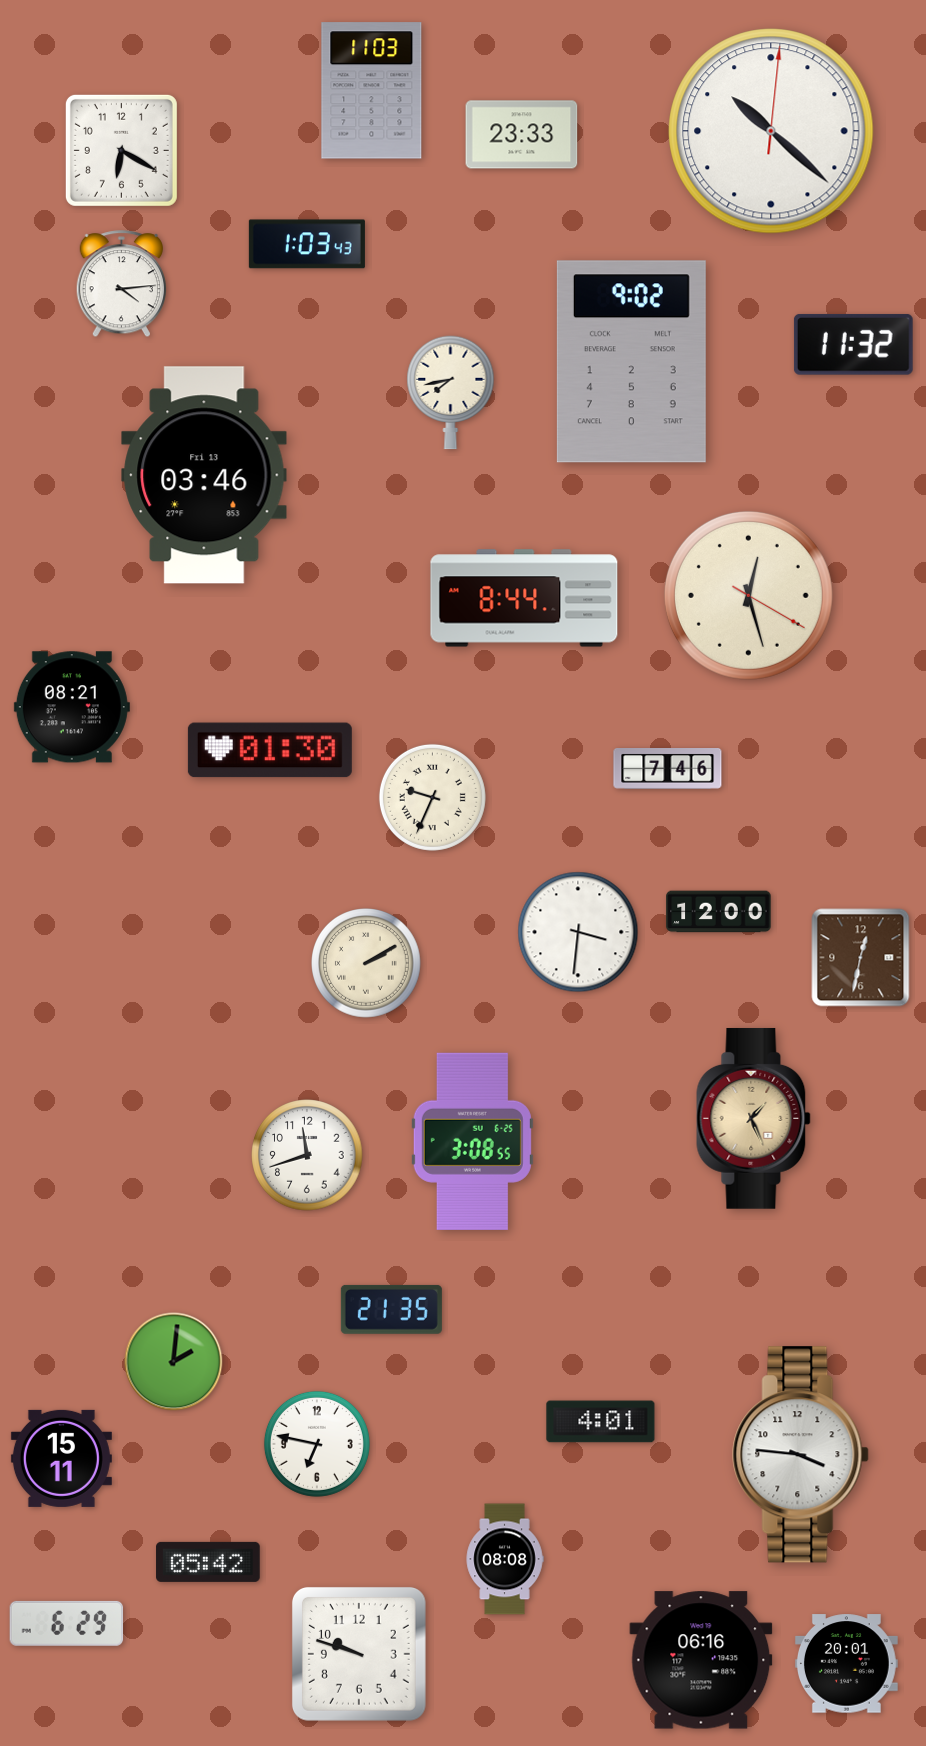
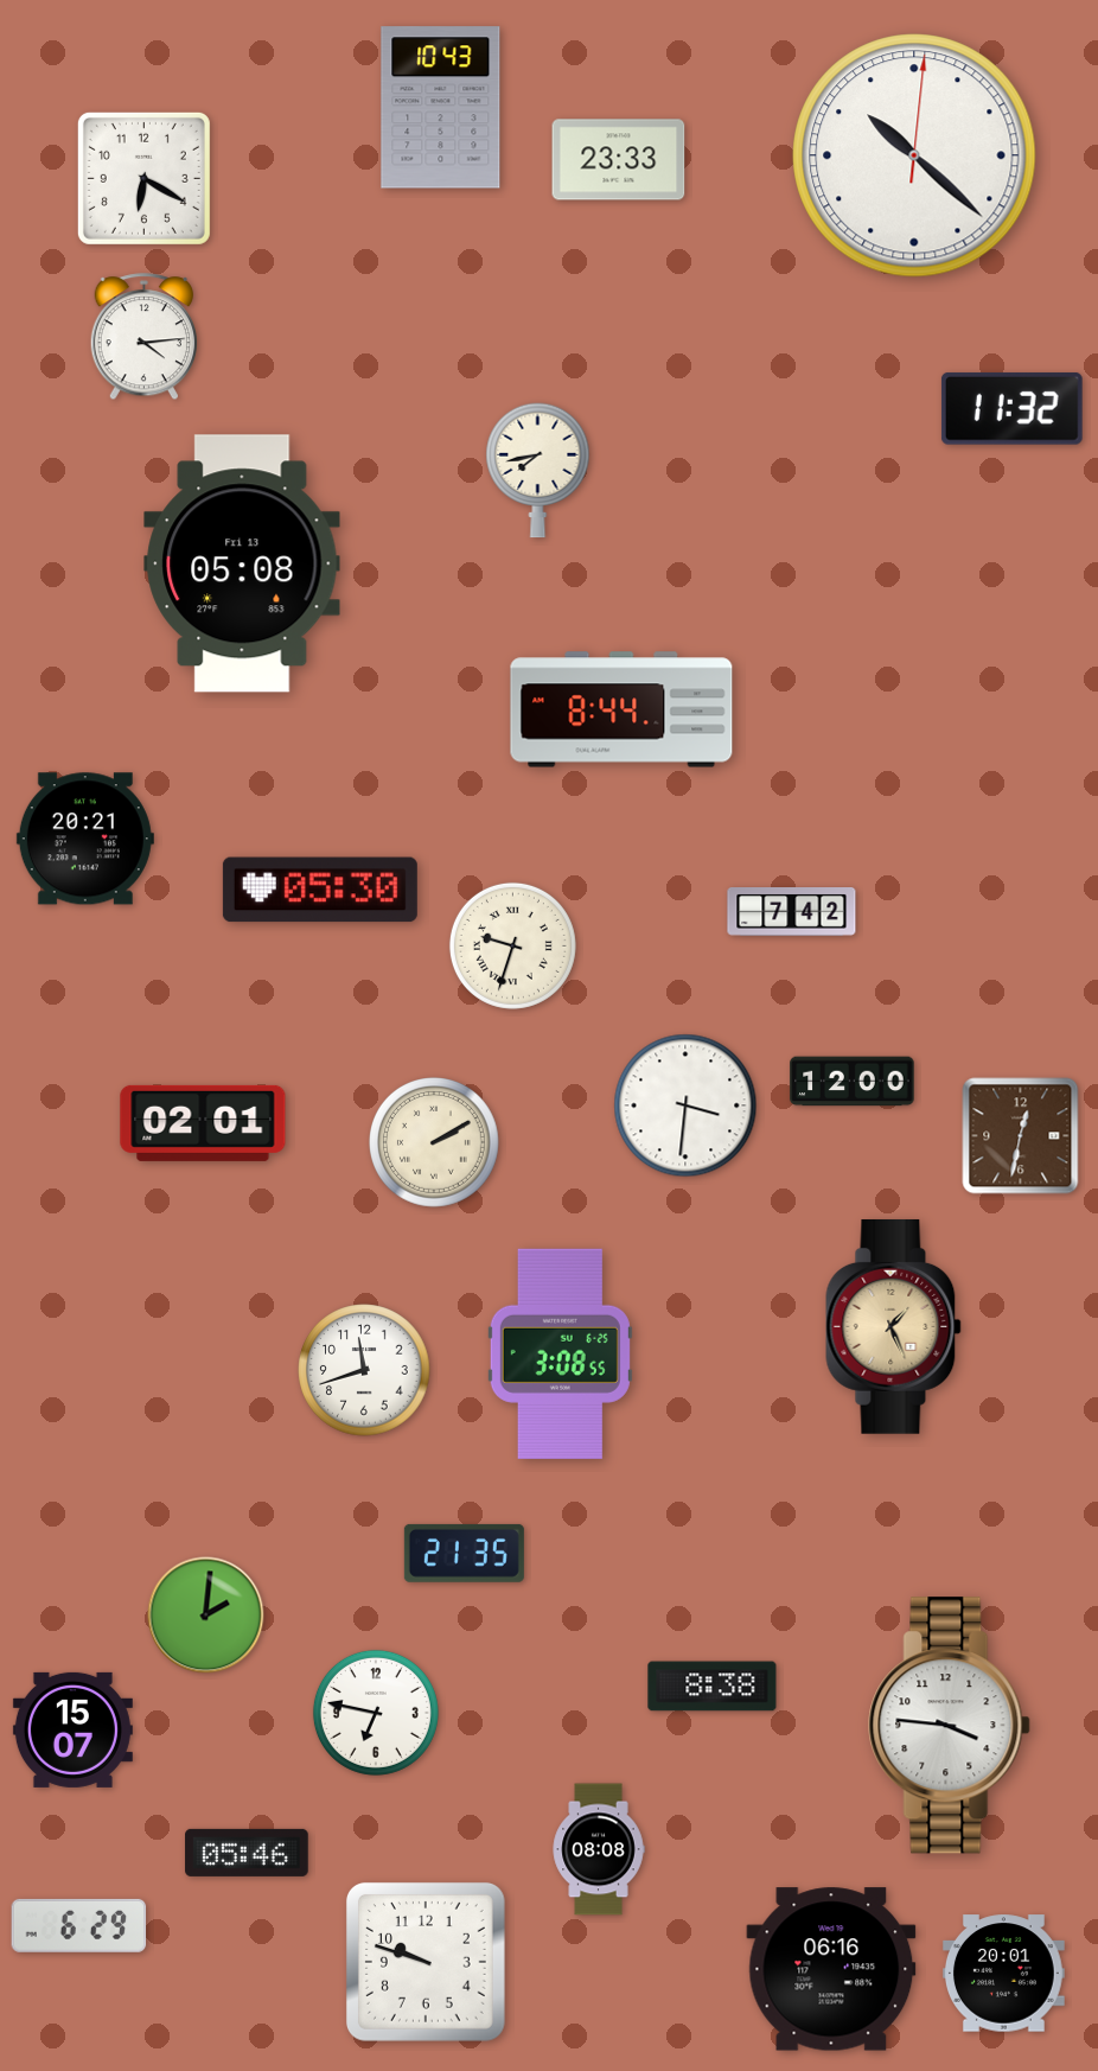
clock at (372, 91): 11:03 -> 10:43
clock at (307, 244): 1:03 -> none
clock at (631, 362): 9:02 -> none
clock at (451, 393) position: (451, 393) -> (538, 471)
clock at (204, 475): 03:46 -> 05:08
clock at (748, 595): 12:27 -> none
clock at (72, 707): 08:21 -> 20:21
clock at (270, 750): 01:30 -> 05:30
clock at (668, 769): 7:46 -> 7:42
clock at (432, 797): 9:34 -> 9:33
clock at (203, 1123): none -> 02:01
clock at (601, 1422): 4:01 -> 8:38
clock at (61, 1458): 15:11 -> 15:07
clock at (208, 1562): 05:42 -> 05:46
